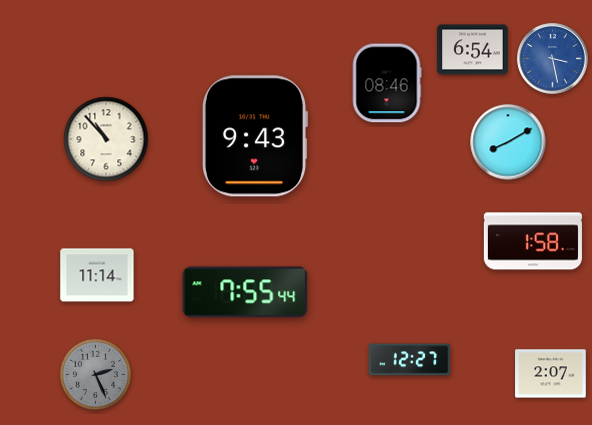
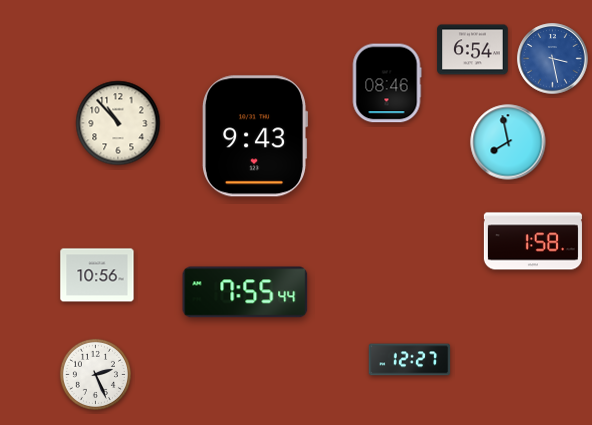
clock at (106, 139) position: (106, 139) -> (118, 123)
clock at (508, 142): 8:10 -> 7:58
clock at (97, 275): 11:14 -> 10:56
clock at (95, 374) dial: grey -> white
clock at (551, 374): 2:07 -> none
